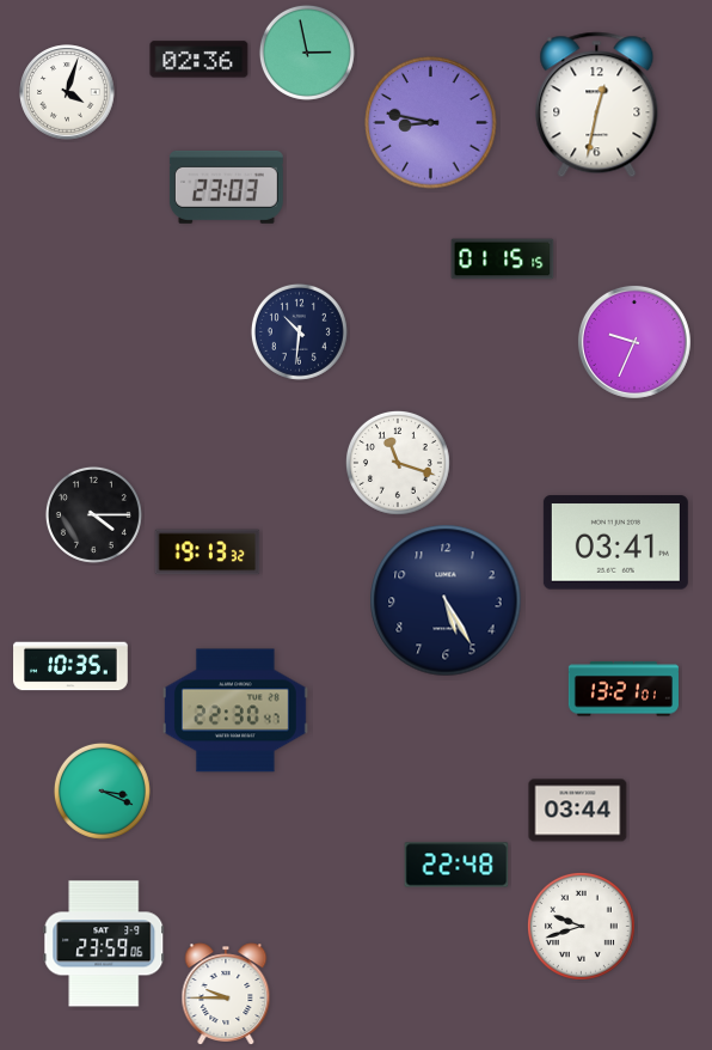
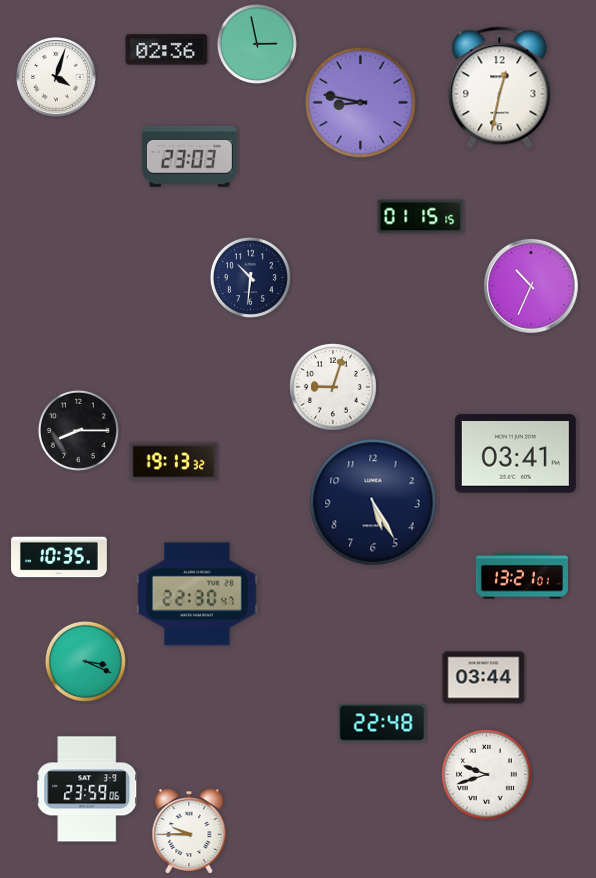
clock at (634, 342): 9:34 -> 10:34
clock at (398, 463): 11:18 -> 9:03
clock at (93, 514): 4:15 -> 8:15
